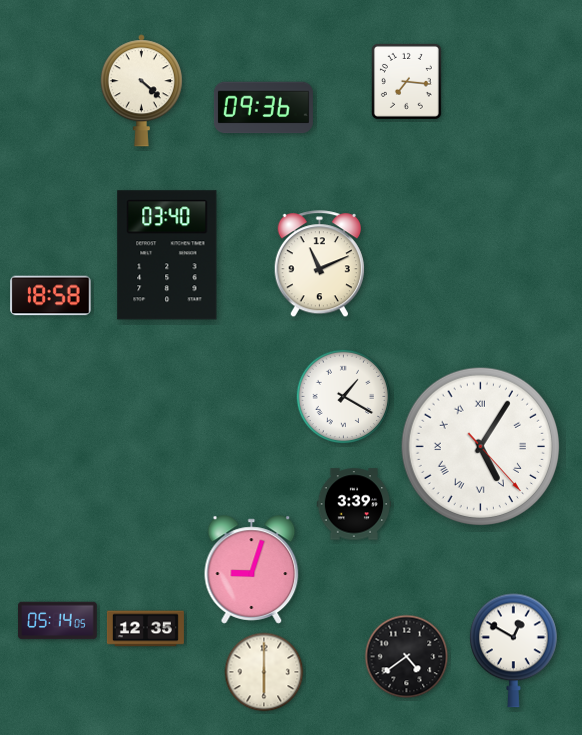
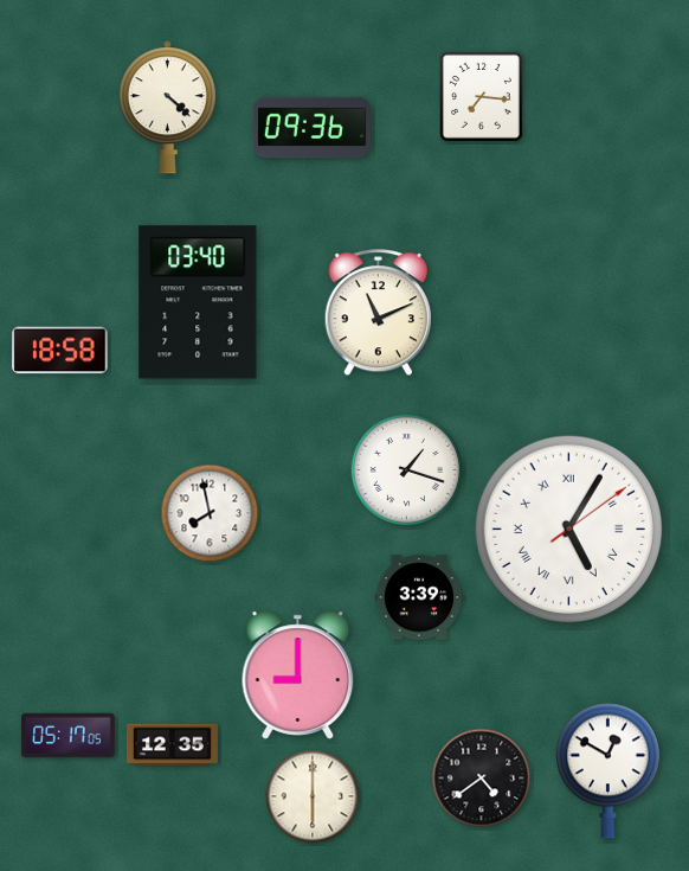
clock at (344, 397): 1:20 -> 1:18
clock at (210, 513): none -> 7:58
clock at (480, 446): 5:05:23 -> 5:05:09
clock at (252, 570): 9:03 -> 9:00
clock at (58, 621): 05:14 -> 05:17
